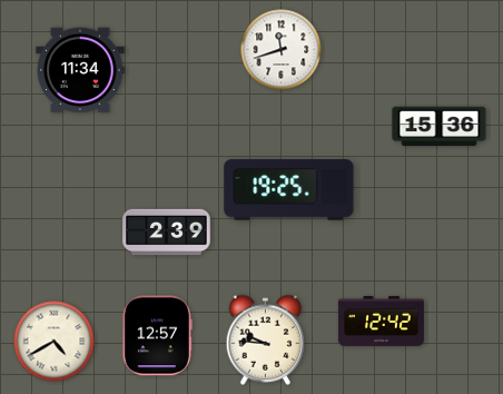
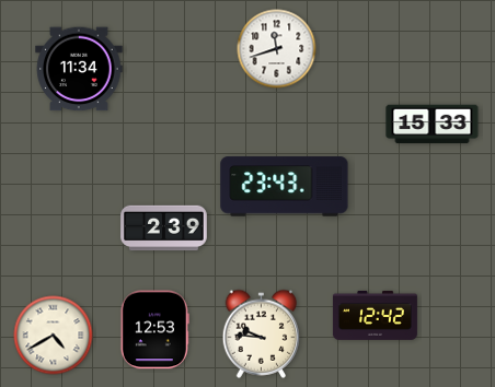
clock at (440, 127): 15:36 -> 15:33
clock at (289, 190): 19:25 -> 23:43
clock at (157, 336): 12:57 -> 12:53
